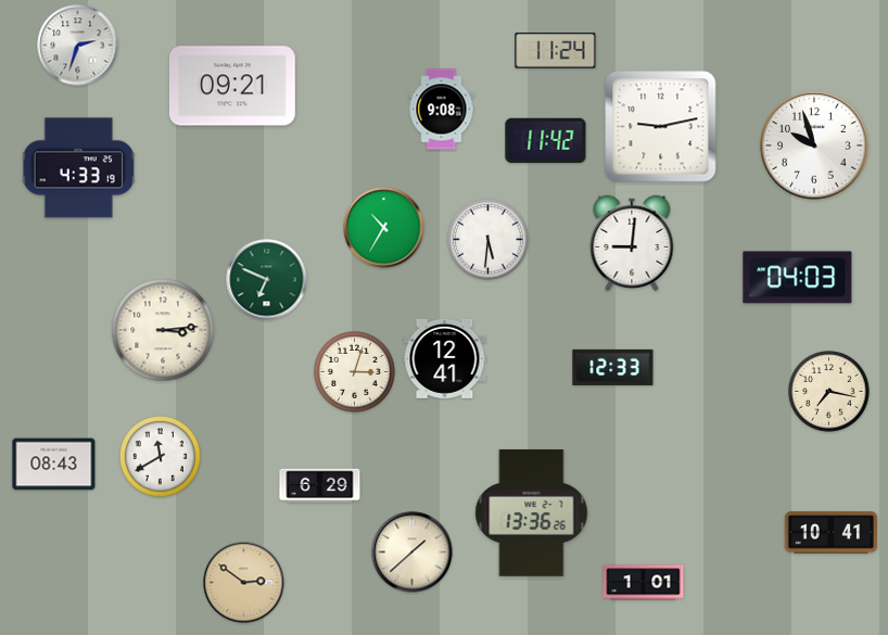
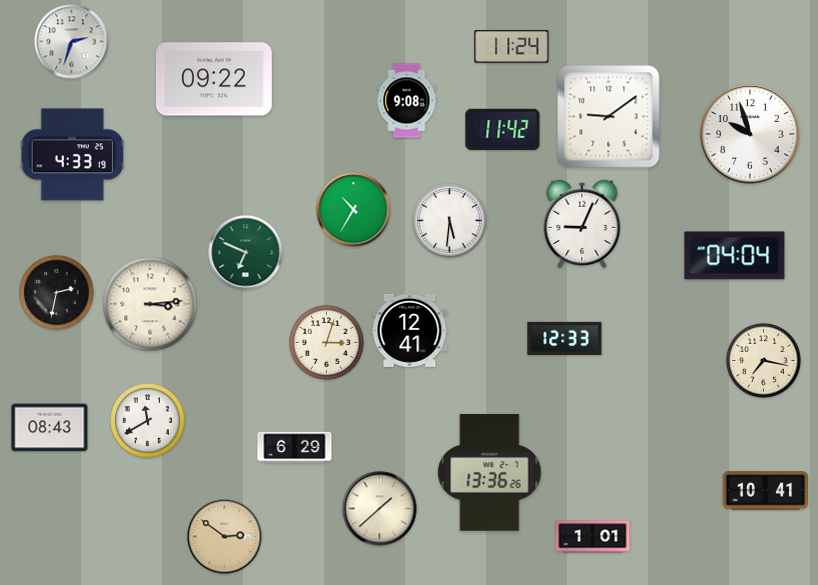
clock at (232, 86): 09:21 -> 09:22
clock at (661, 127): 9:13 -> 9:09
clock at (632, 242): 9:01 -> 9:04
clock at (798, 278): 04:03 -> 04:04
clock at (267, 280) position: (267, 280) -> (246, 253)
clock at (57, 293): none -> 2:32
